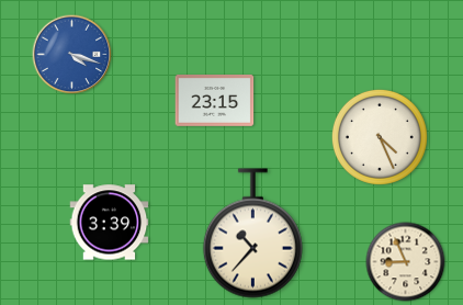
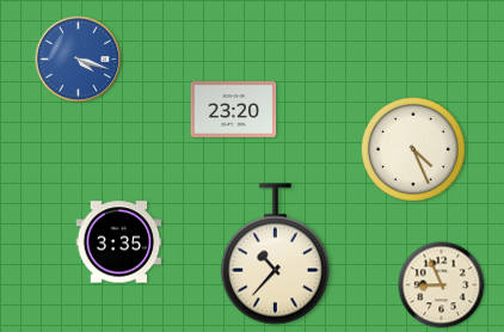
clock at (215, 101): 23:15 -> 23:20
clock at (110, 223): 3:39 -> 3:35
